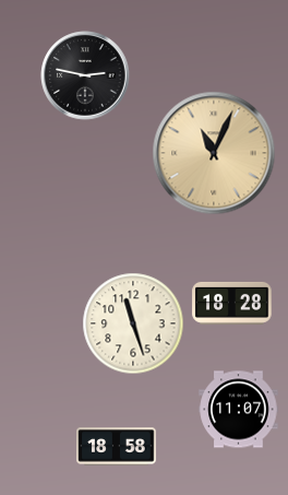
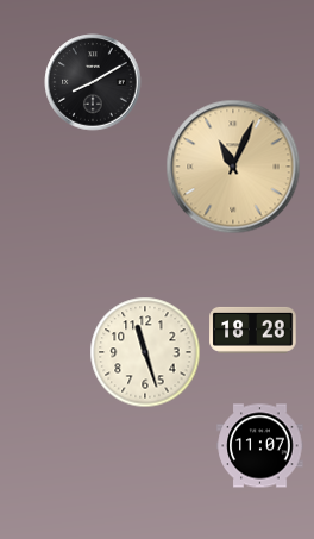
clock at (85, 75): 2:47 -> 8:10
clock at (117, 447): 18:58 -> none
